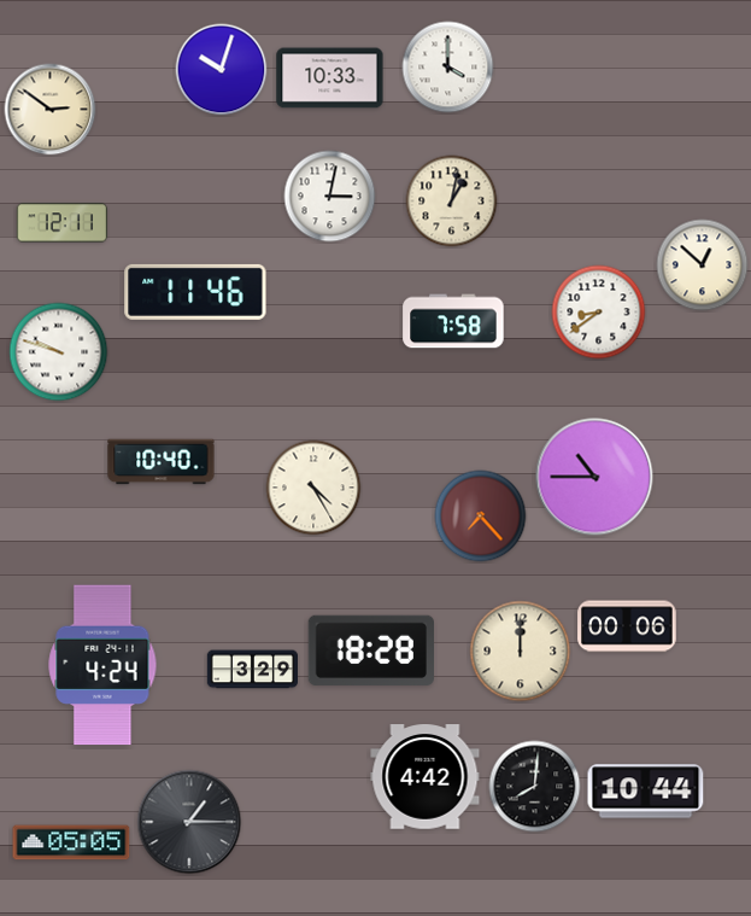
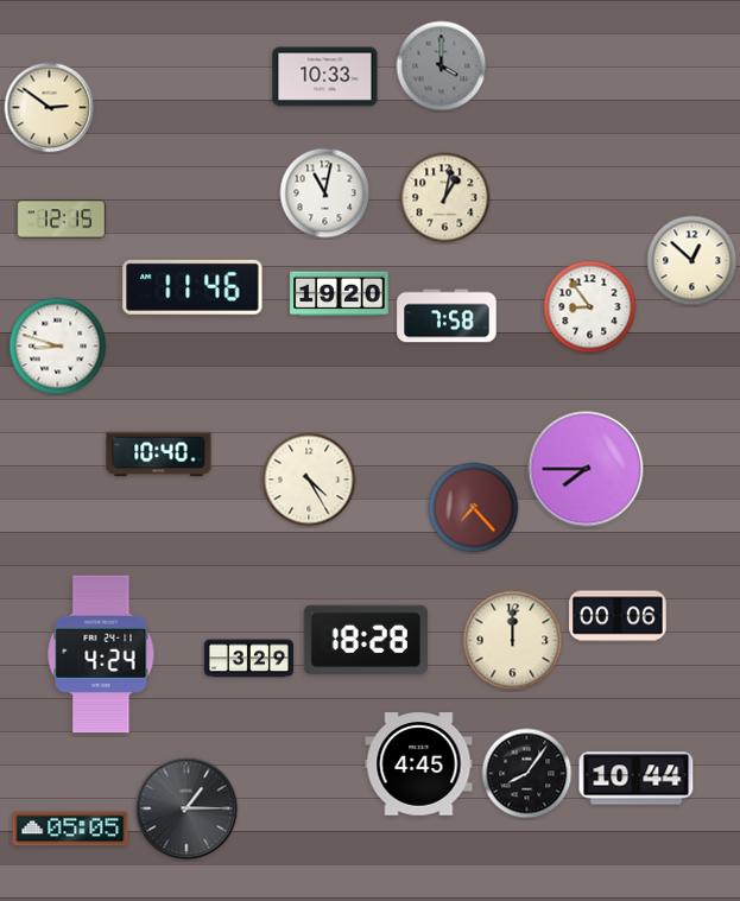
clock at (448, 68) dial: white -> grey
clock at (222, 70): 10:03 -> none
clock at (330, 197): 3:02 -> 11:02
clock at (61, 223): 12:11 -> 12:15
clock at (340, 294): none -> 19:20
clock at (599, 313): 8:39 -> 8:54
clock at (59, 352): 9:48 -> 8:48
clock at (594, 477): 10:45 -> 7:45
clock at (426, 777): 4:42 -> 4:45
clock at (535, 787): 8:01 -> 8:06
